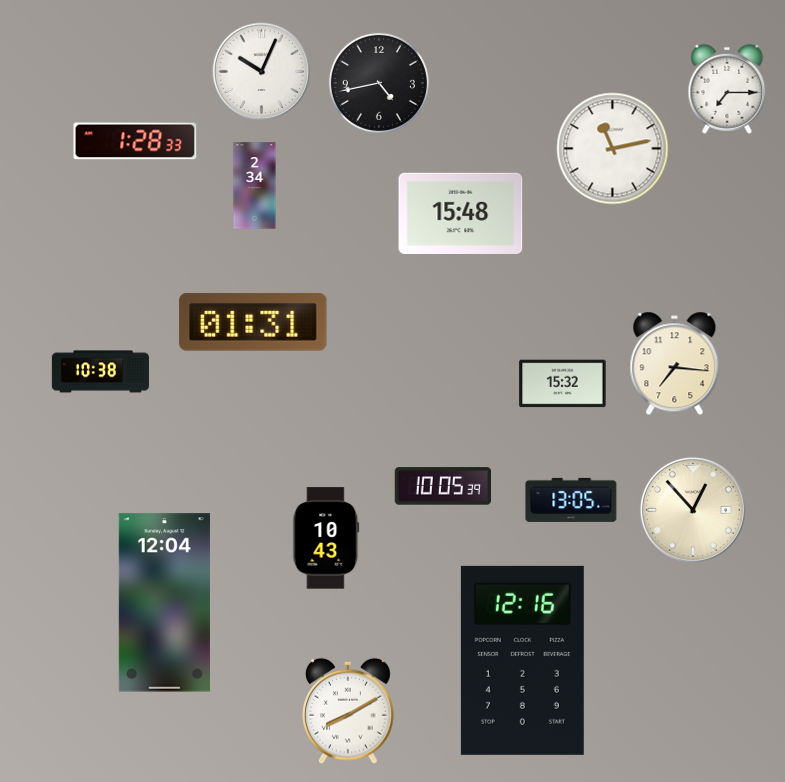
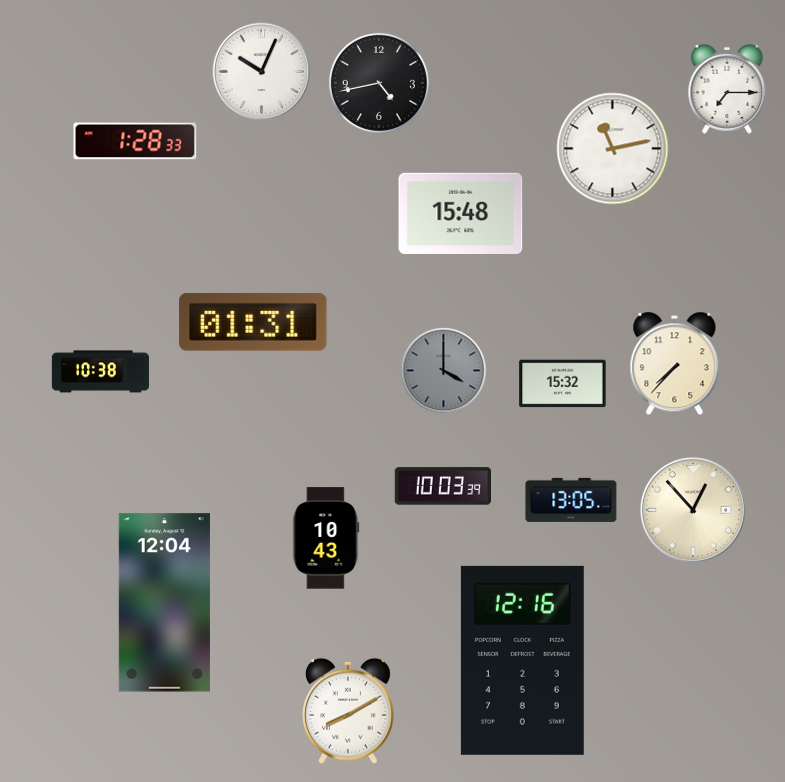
clock at (255, 186): 2:34 -> none
clock at (675, 364): 7:16 -> 7:37
clock at (444, 371): none -> 4:00
clock at (442, 486): 10:05 -> 10:03
